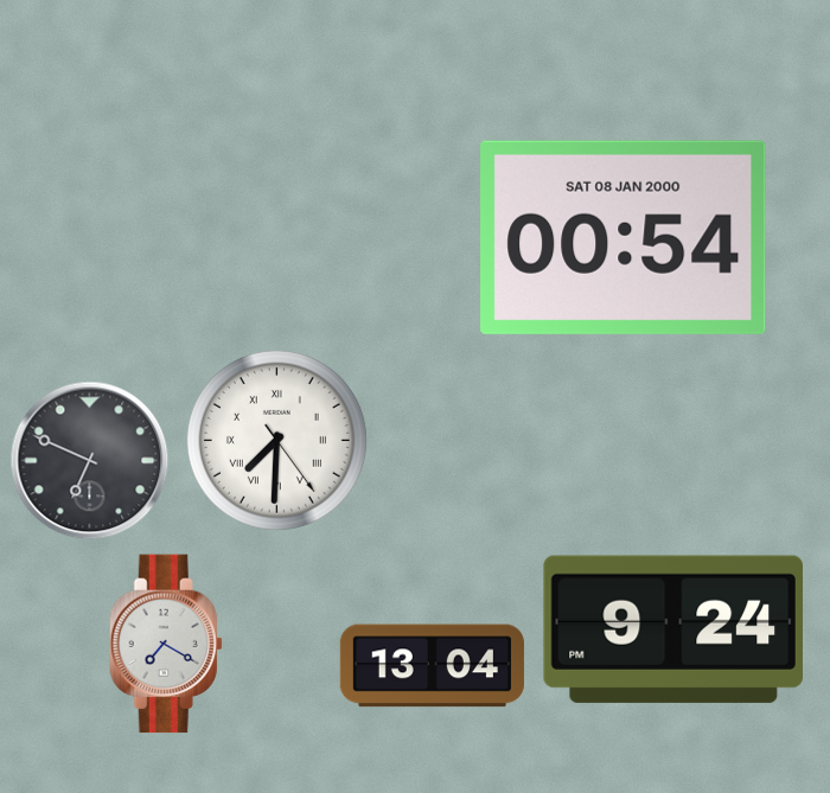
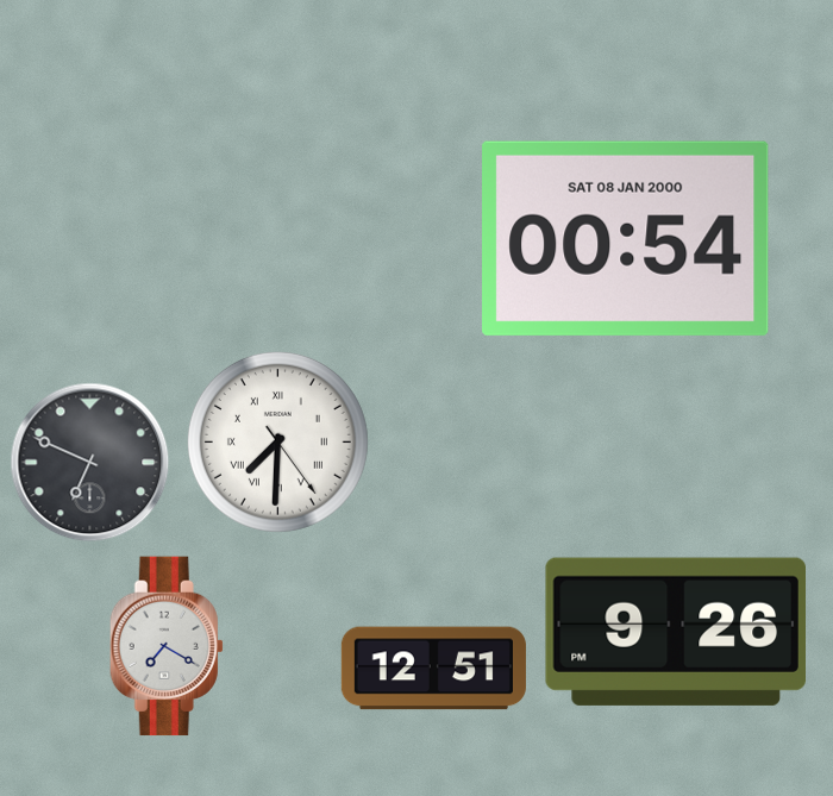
clock at (672, 629): 9:24 -> 9:26
clock at (432, 666): 13:04 -> 12:51
